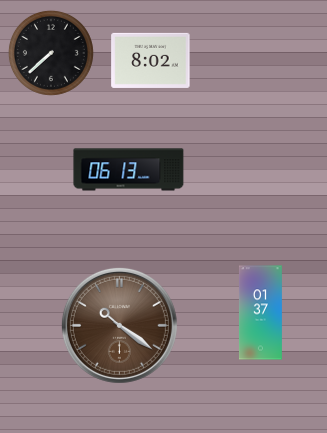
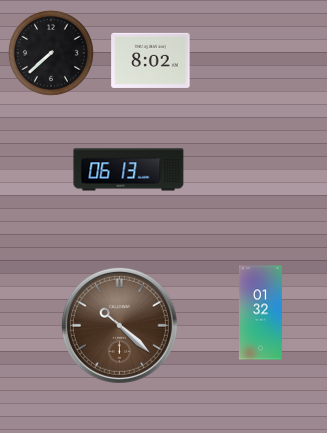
clock at (260, 313): 01:37 -> 01:32
clock at (119, 325): 10:21 -> 10:22
